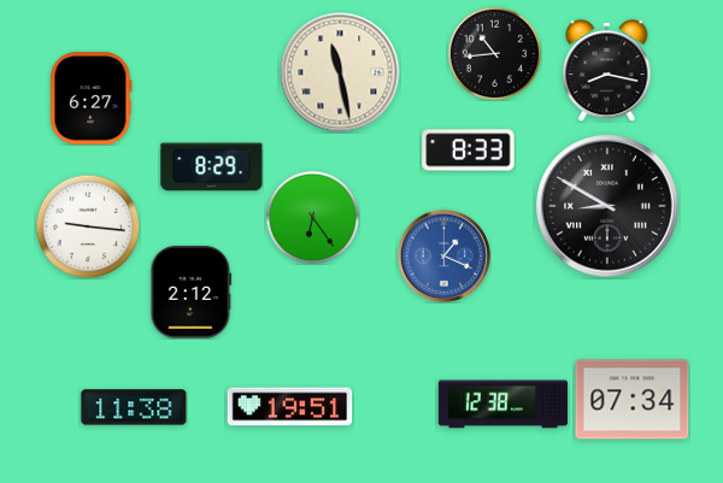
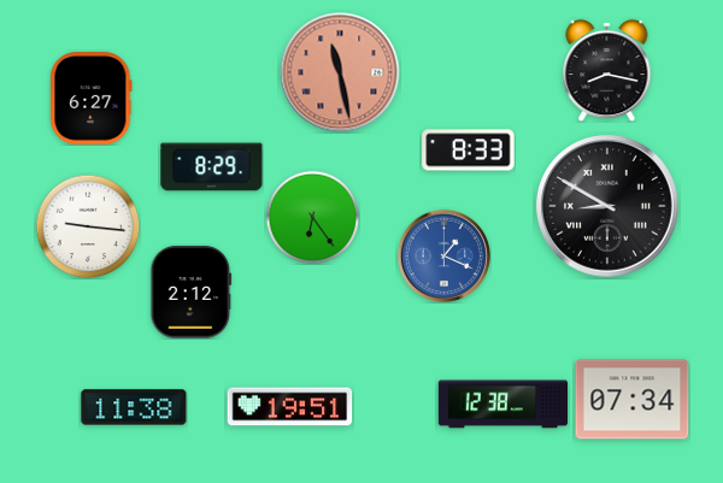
clock at (494, 53): 10:44 -> none
clock at (340, 72) dial: cream -> salmon
